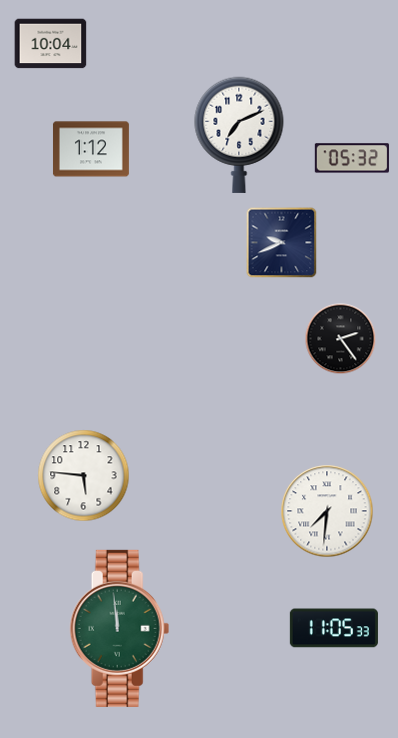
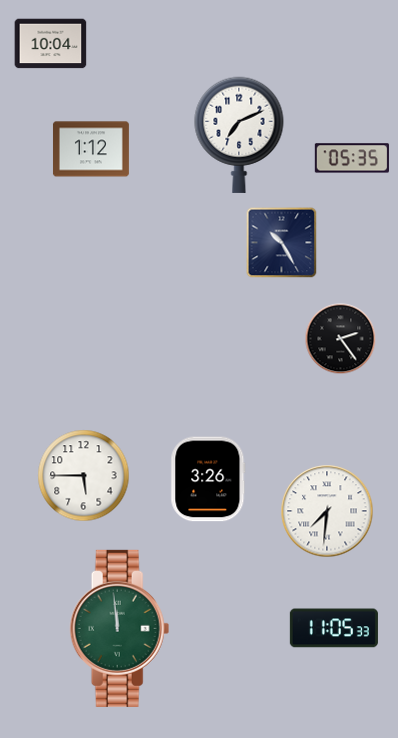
clock at (352, 158): 05:32 -> 05:35
clock at (282, 243): 9:41 -> 10:25
clock at (84, 476): 5:46 -> 5:45
clock at (208, 479): none -> 3:26
